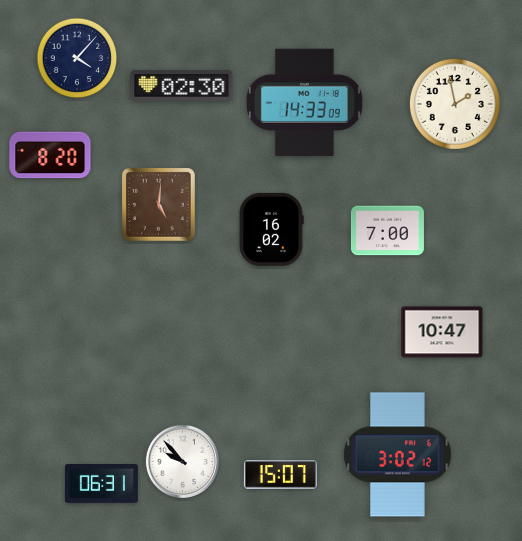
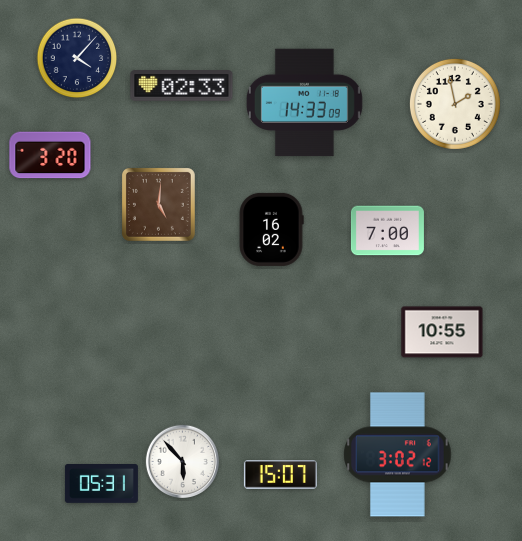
clock at (182, 86): 02:30 -> 02:33
clock at (50, 155): 8:20 -> 3:20
clock at (442, 332): 10:47 -> 10:55
clock at (182, 461): 9:53 -> 5:53
clock at (101, 484): 06:31 -> 05:31
